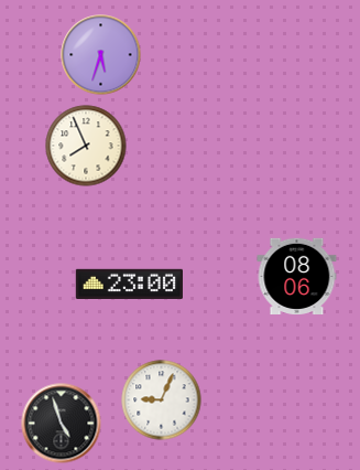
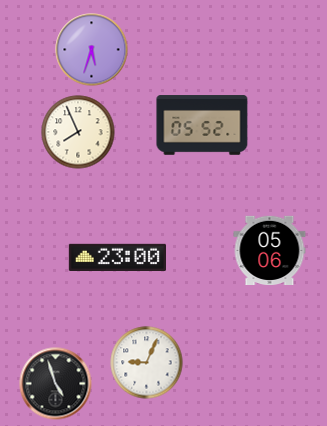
clock at (202, 125): none -> 05:52
clock at (297, 276): 08:06 -> 05:06
